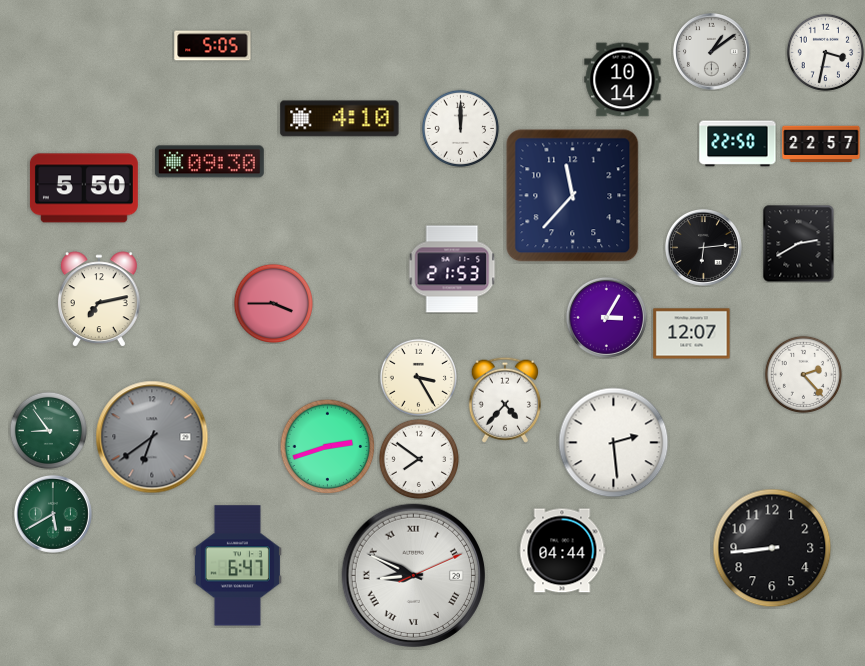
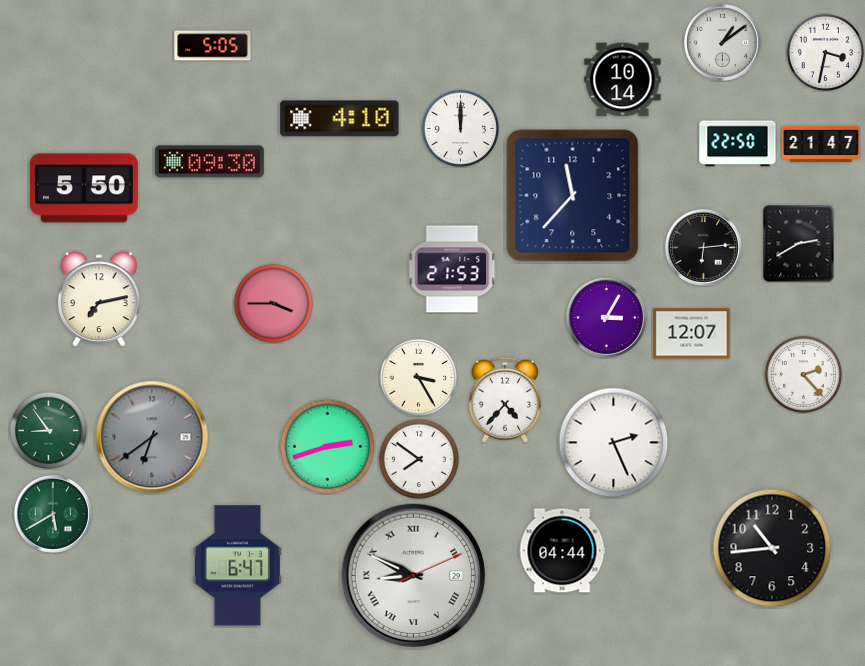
clock at (712, 52) position: (712, 52) -> (723, 43)
clock at (821, 144): 22:57 -> 21:47
clock at (614, 443): 2:29 -> 2:26
clock at (772, 548): 8:44 -> 10:44
